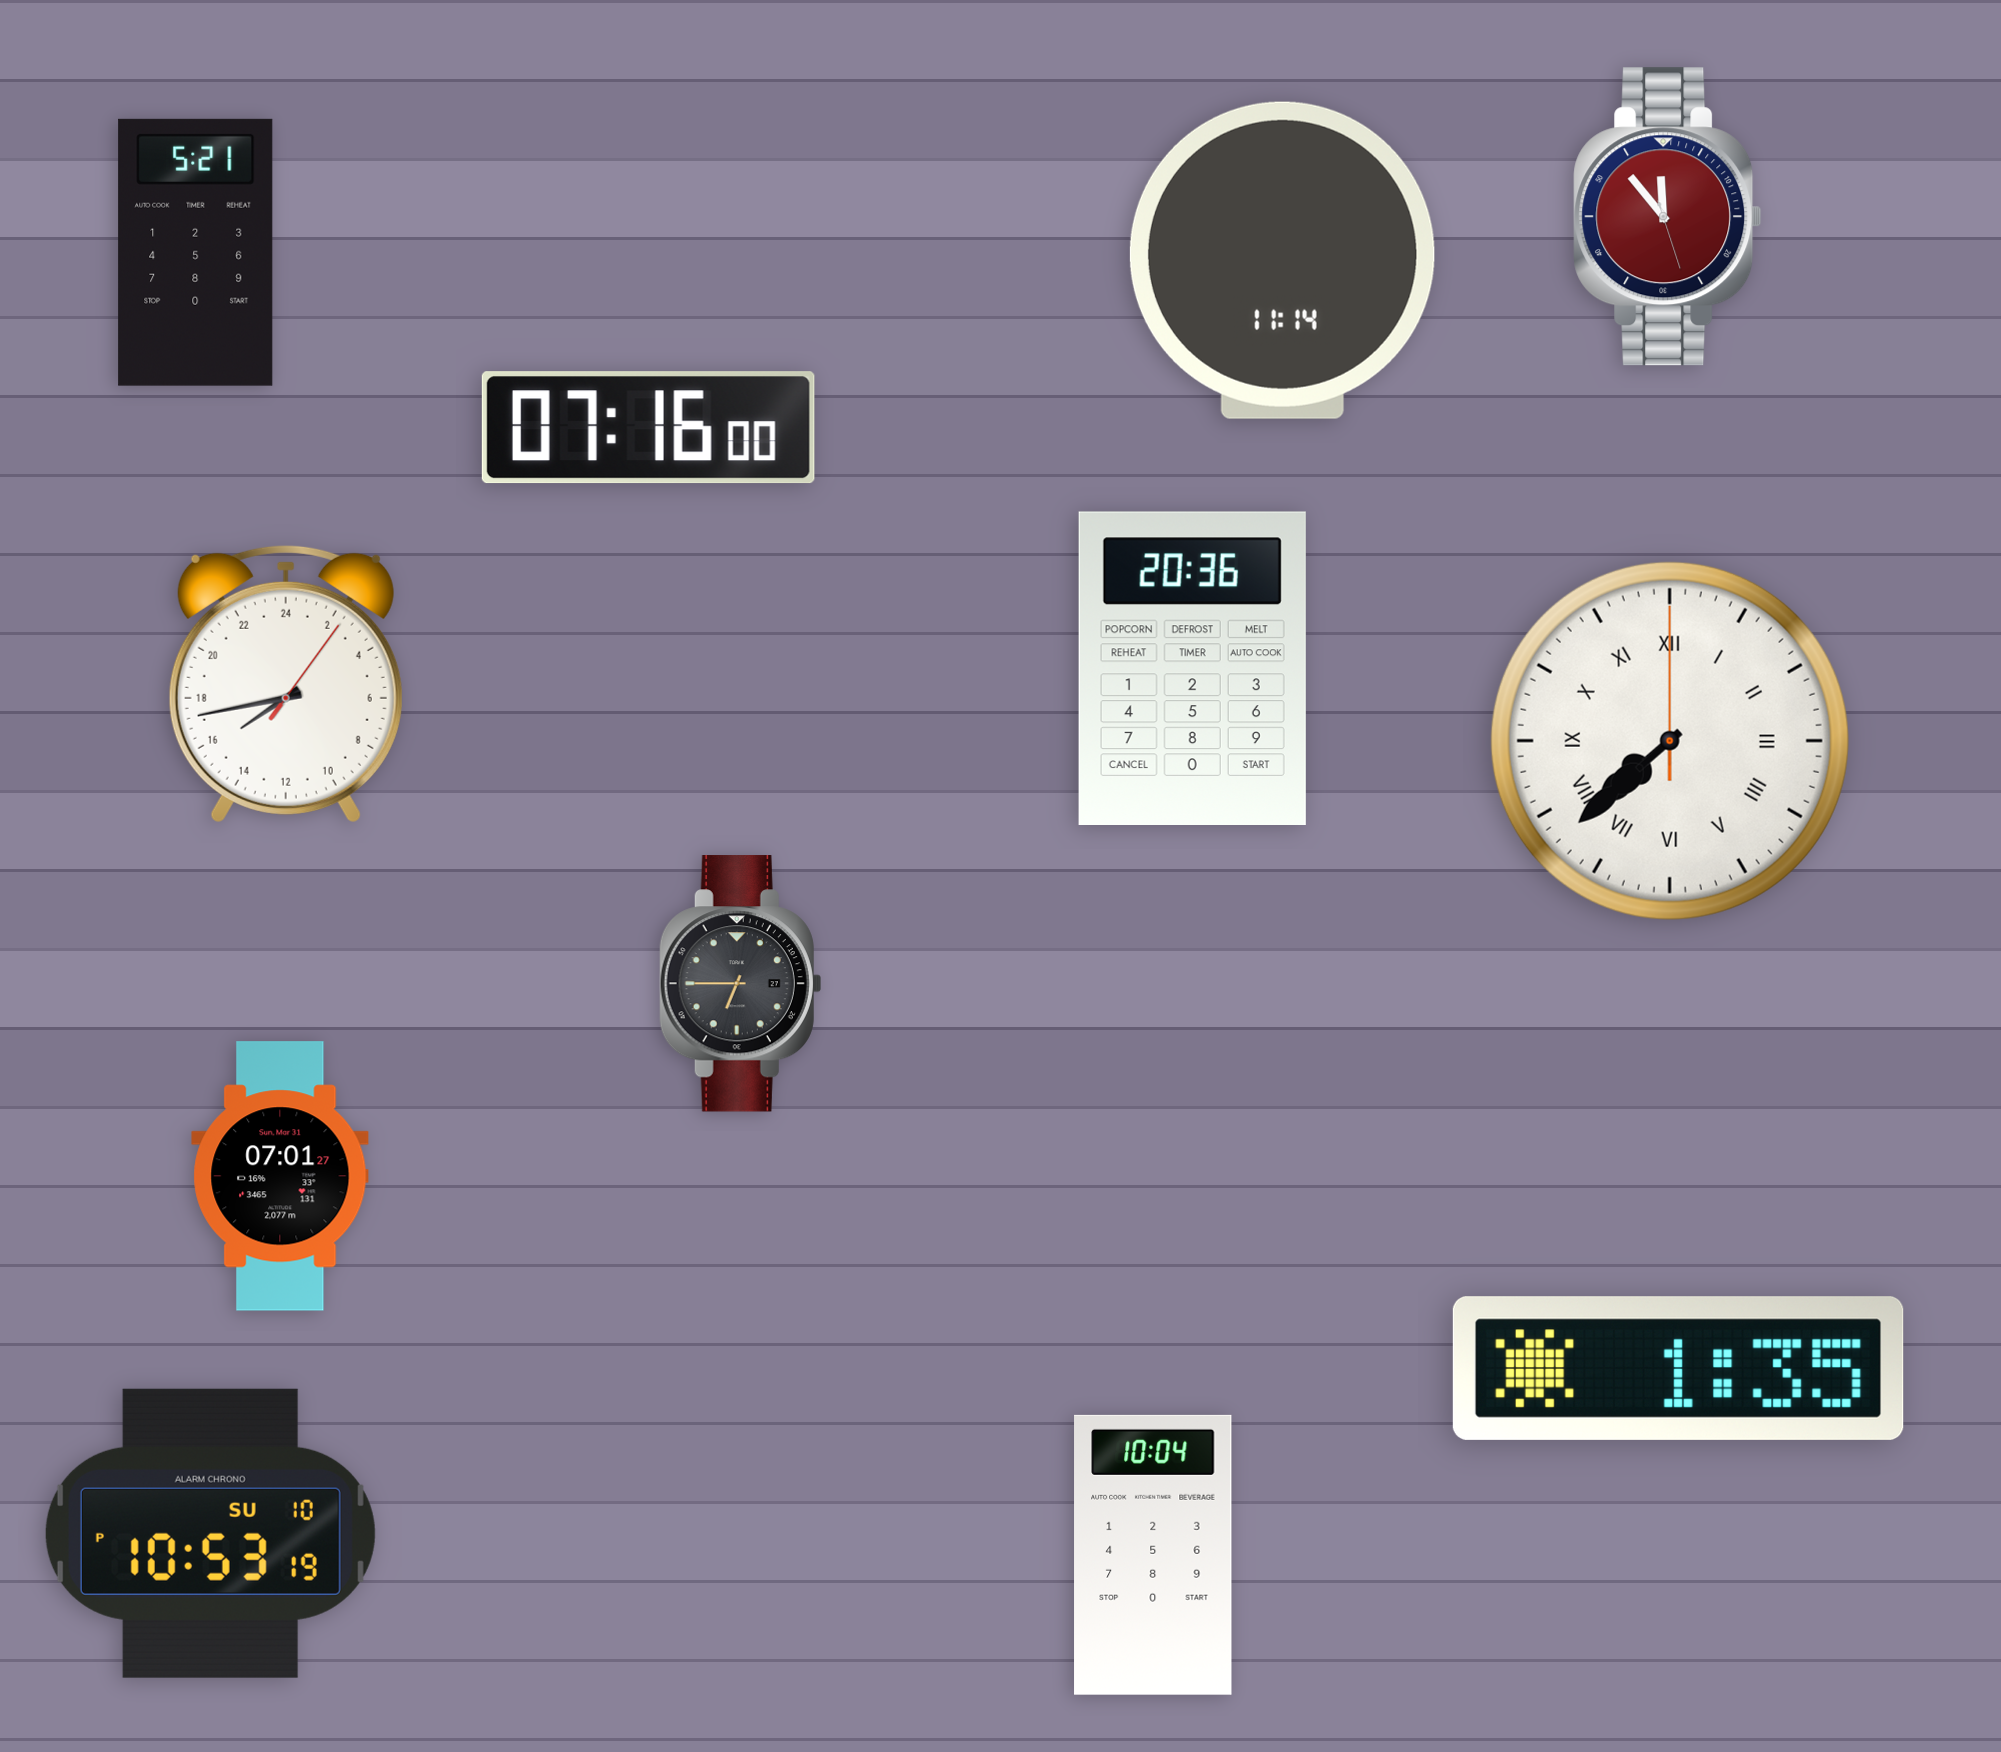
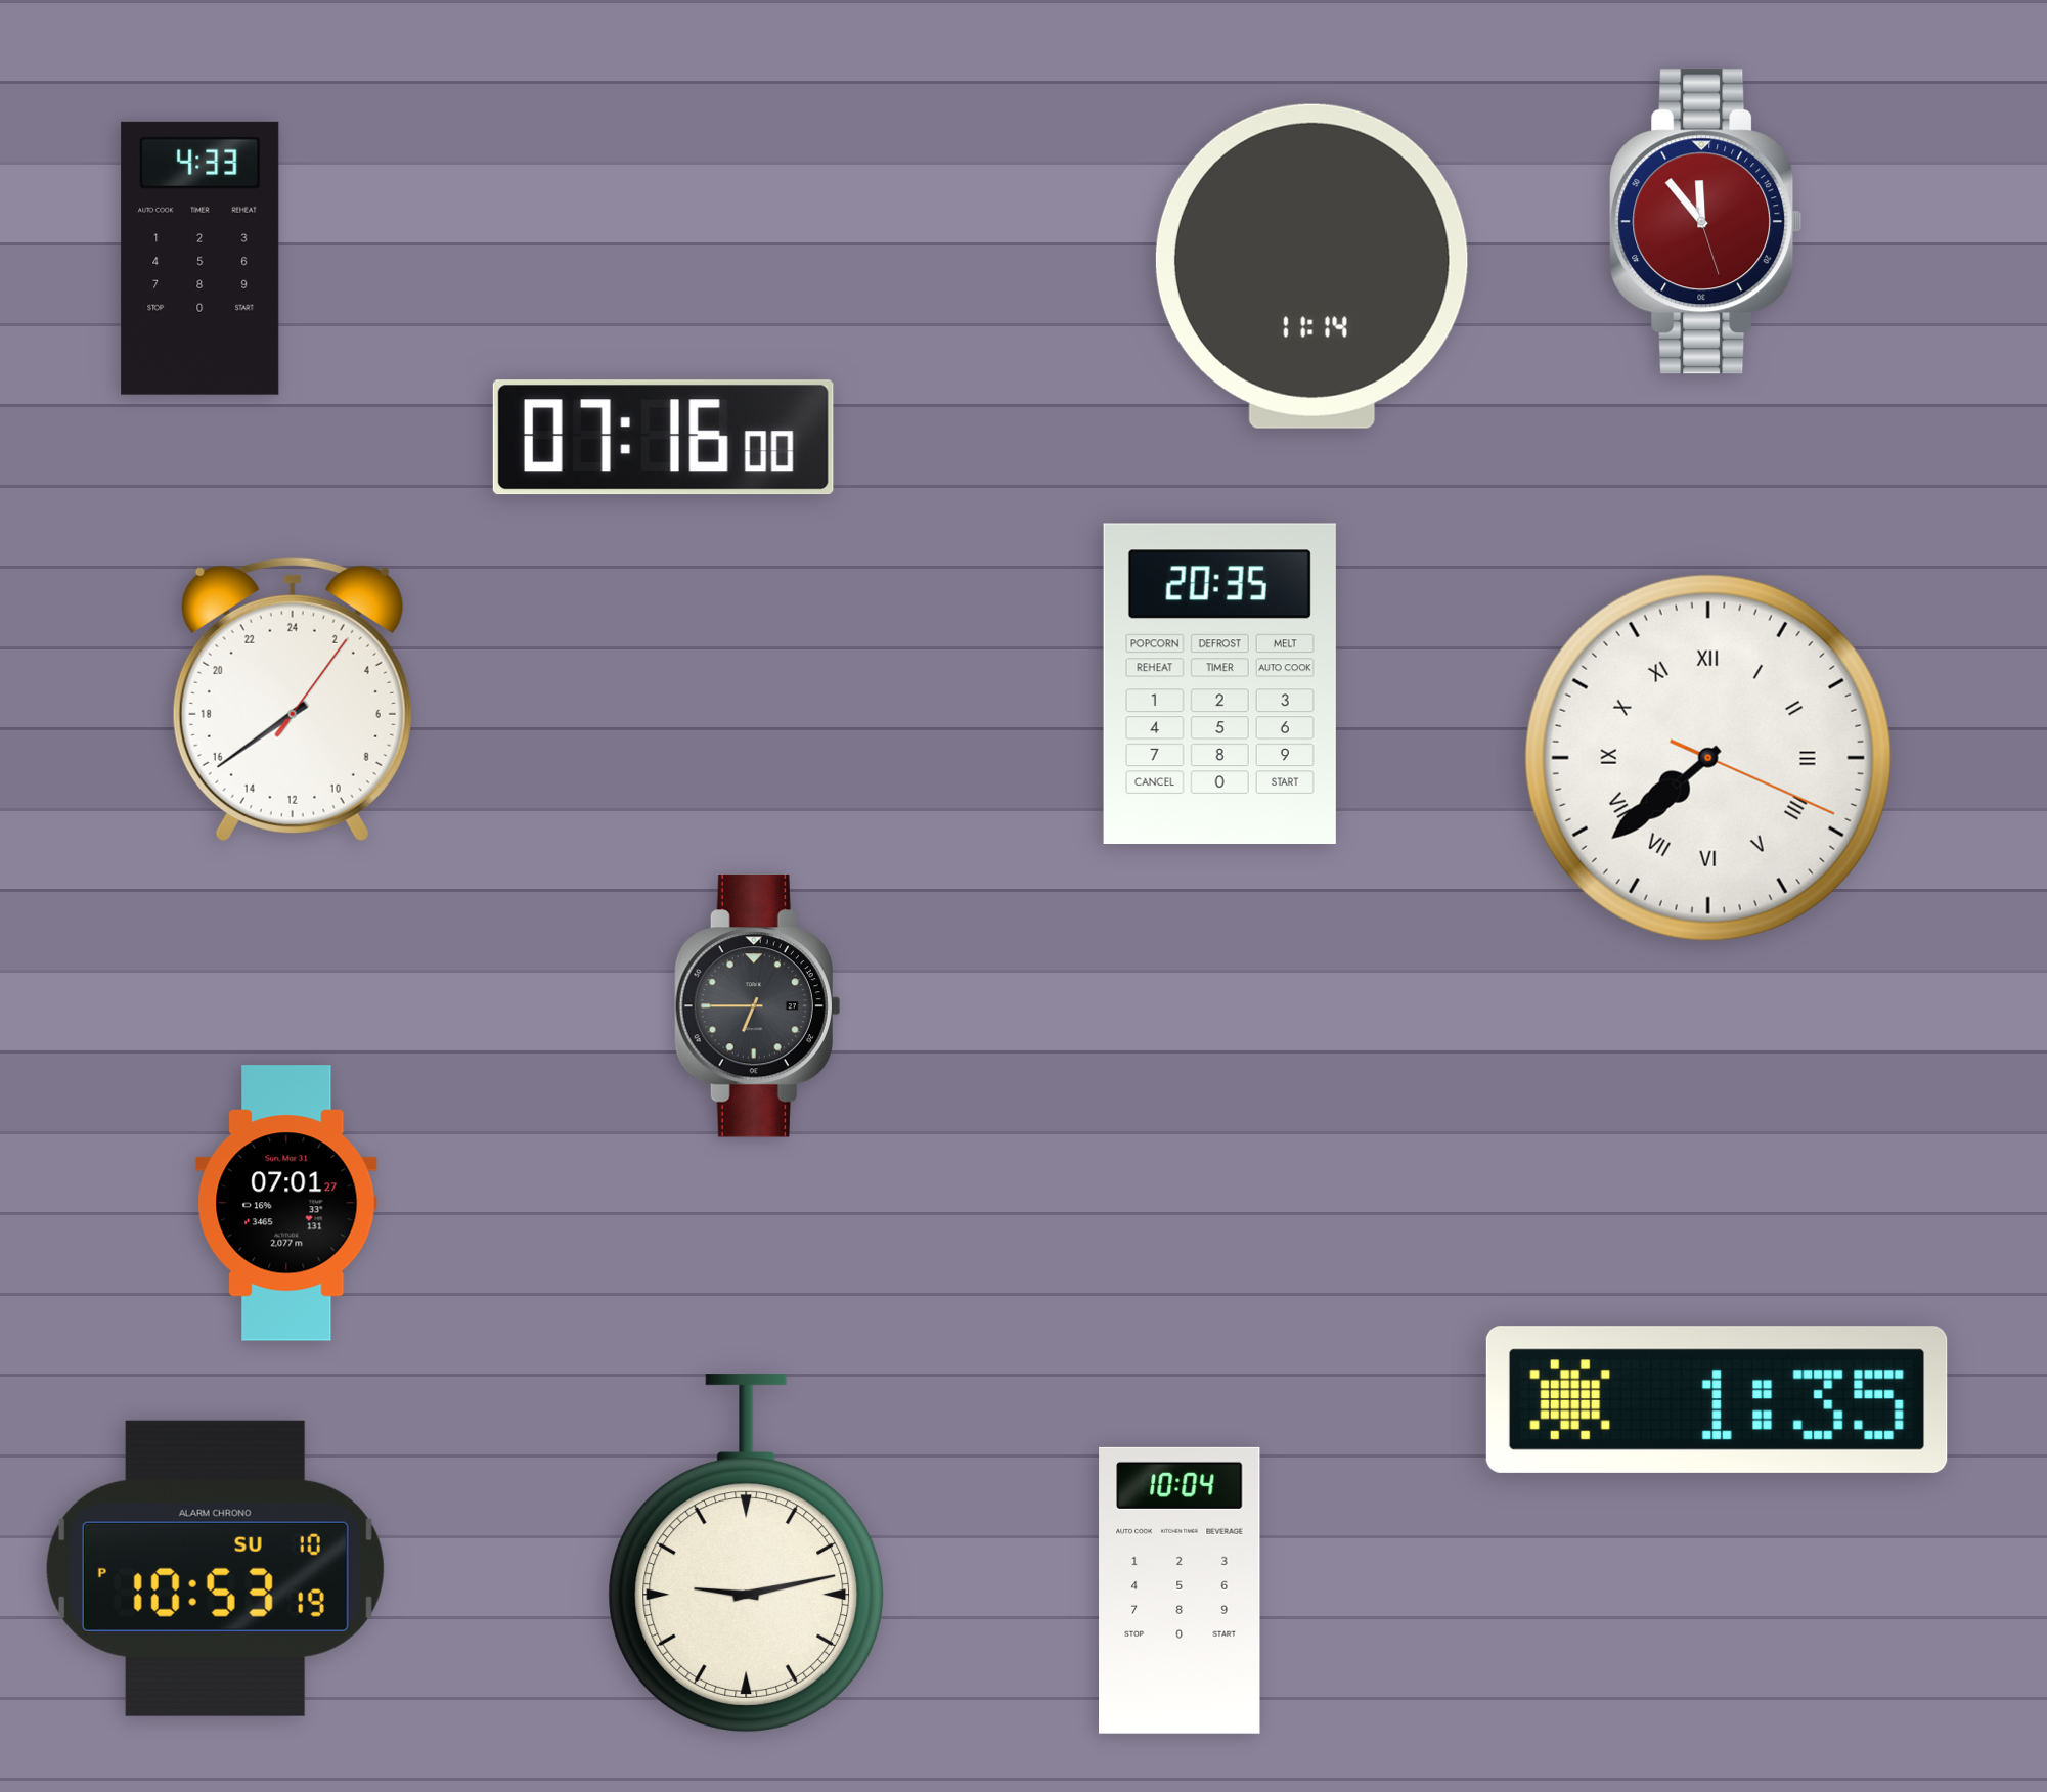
clock at (196, 252): 5:21 -> 4:33
clock at (1192, 668): 20:36 -> 20:35
clock at (286, 684): 15:43 -> 15:39
clock at (1670, 741): 7:38:00 -> 7:38:19
clock at (747, 1554): none -> 9:13
